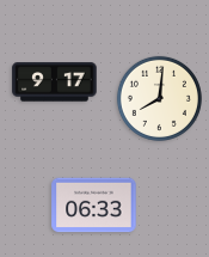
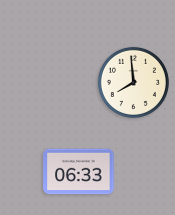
clock at (55, 82): 9:17 -> none
clock at (159, 98): 8:01 -> 7:59
